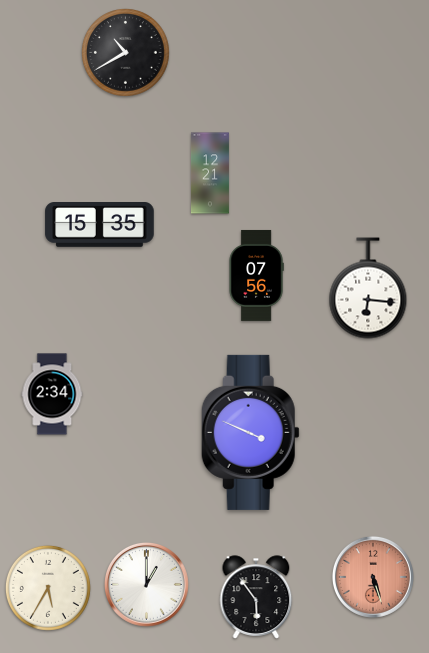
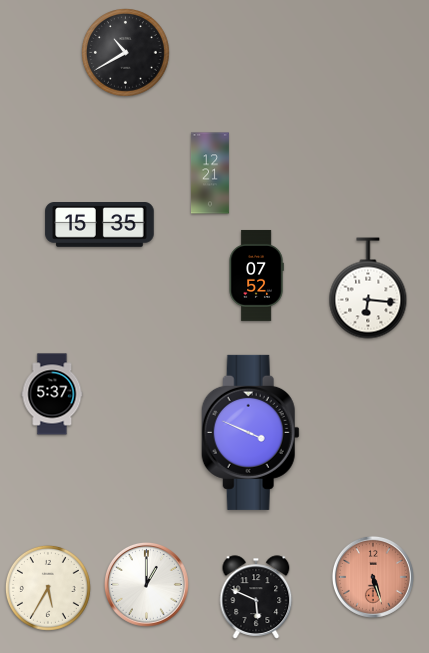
clock at (256, 275): 07:56 -> 07:52
clock at (52, 394): 2:34 -> 5:37
clock at (256, 597): 5:54 -> 5:49
